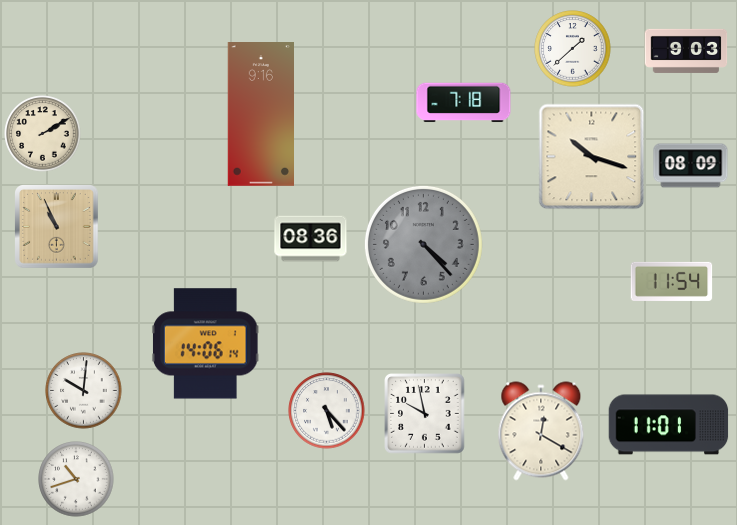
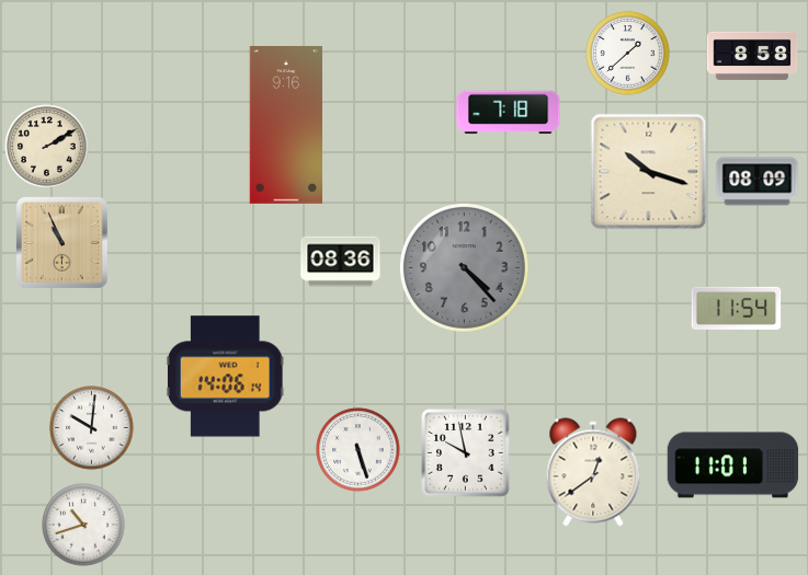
clock at (686, 51): 9:03 -> 8:58
clock at (57, 227) position: (57, 227) -> (62, 243)
clock at (327, 411): 5:23 -> 5:27
clock at (541, 431): 12:20 -> 12:39
